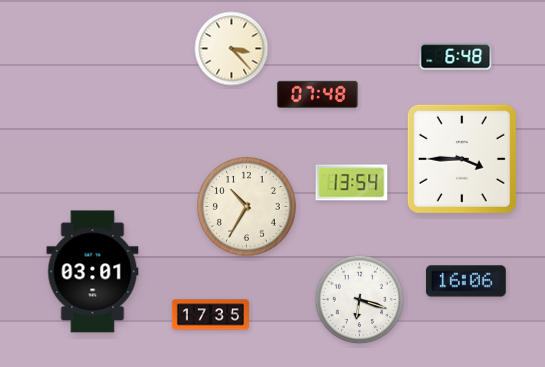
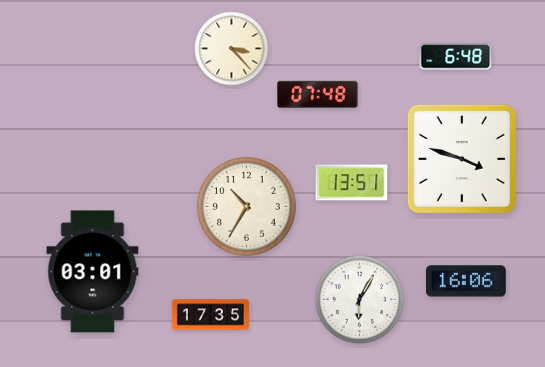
clock at (462, 159): 3:45 -> 3:48
clock at (352, 183): 13:54 -> 13:51
clock at (360, 300): 6:18 -> 6:05
